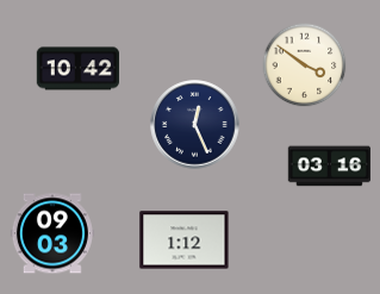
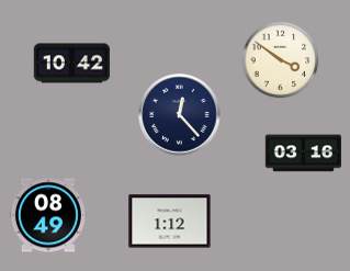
clock at (195, 125): 12:26 -> 12:23
clock at (52, 233): 09:03 -> 08:49
